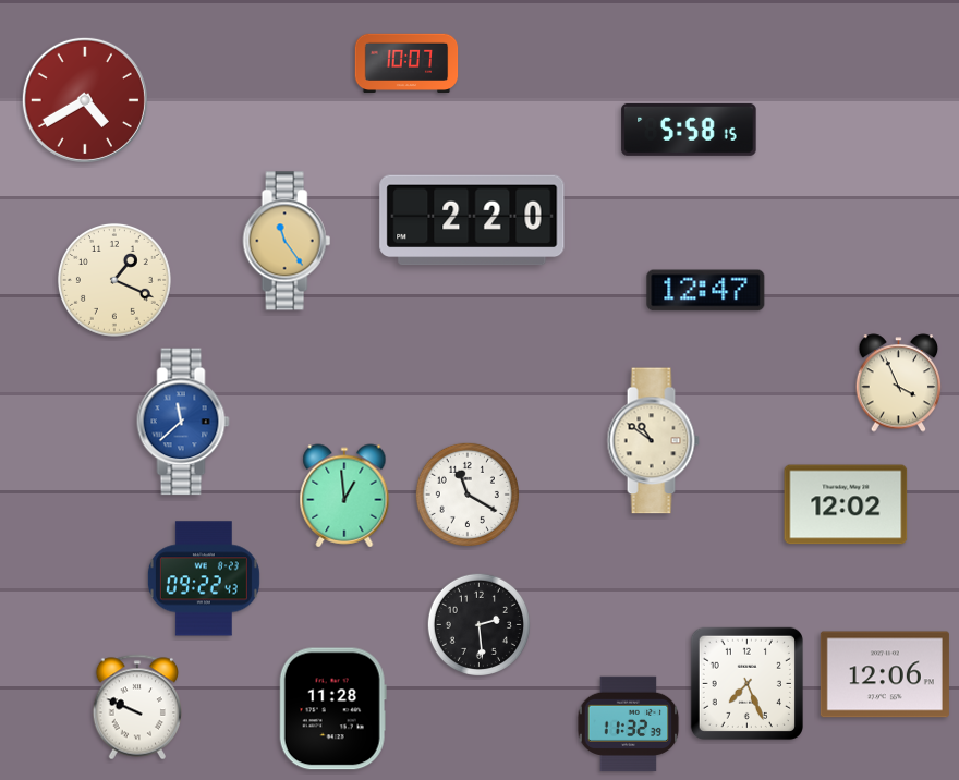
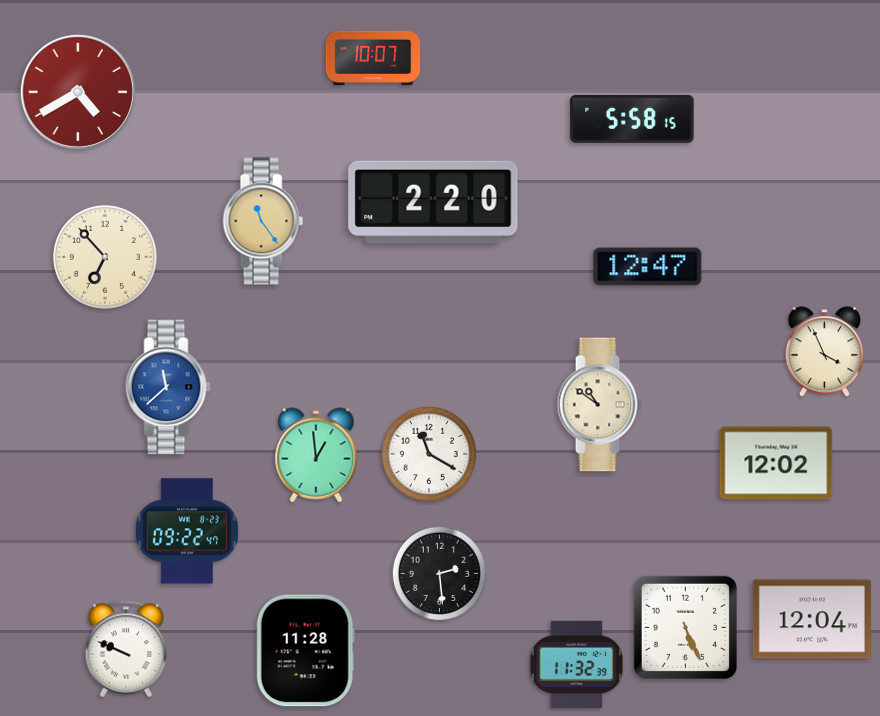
clock at (114, 280): 1:19 -> 6:53
clock at (204, 578): 09:22:43 -> 09:22:47
clock at (885, 674): 12:06 -> 12:04
clock at (746, 683): 7:26 -> 5:26
